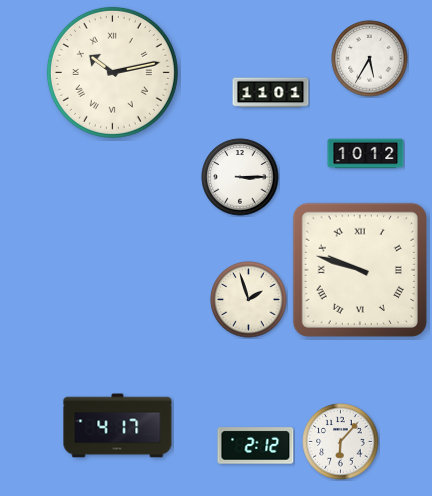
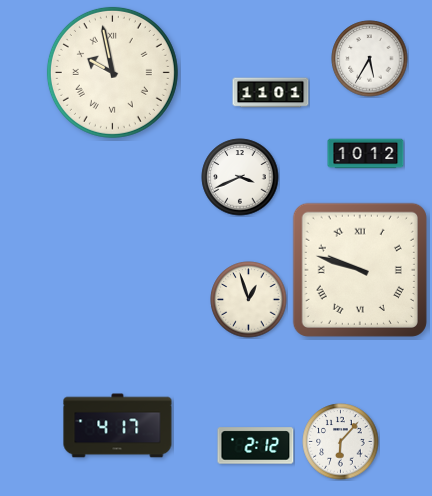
clock at (112, 72): 10:13 -> 9:58
clock at (240, 177): 3:15 -> 3:41
clock at (249, 300): 1:57 -> 12:57
